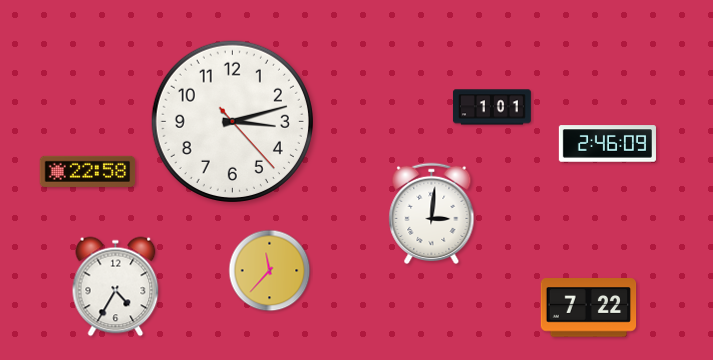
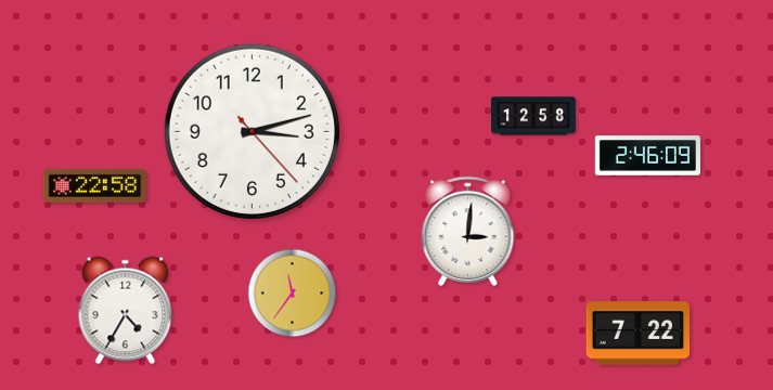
clock at (492, 107): 1:01 -> 12:58
clock at (607, 144) position: (607, 144) -> (647, 156)
clock at (270, 271): 11:37 -> 11:36
